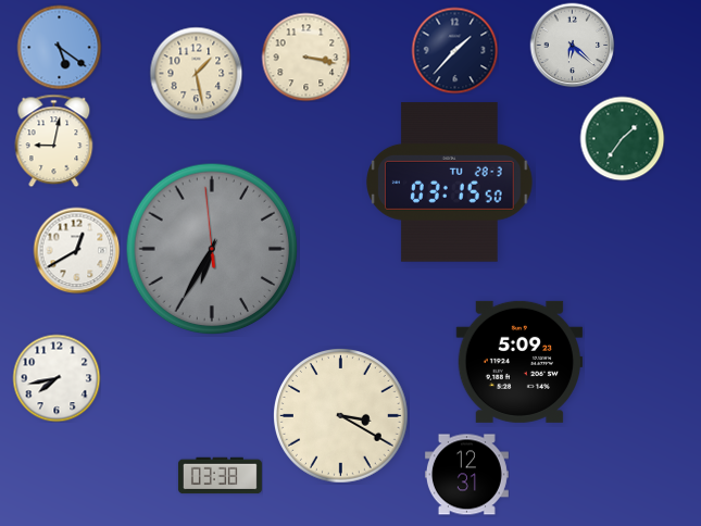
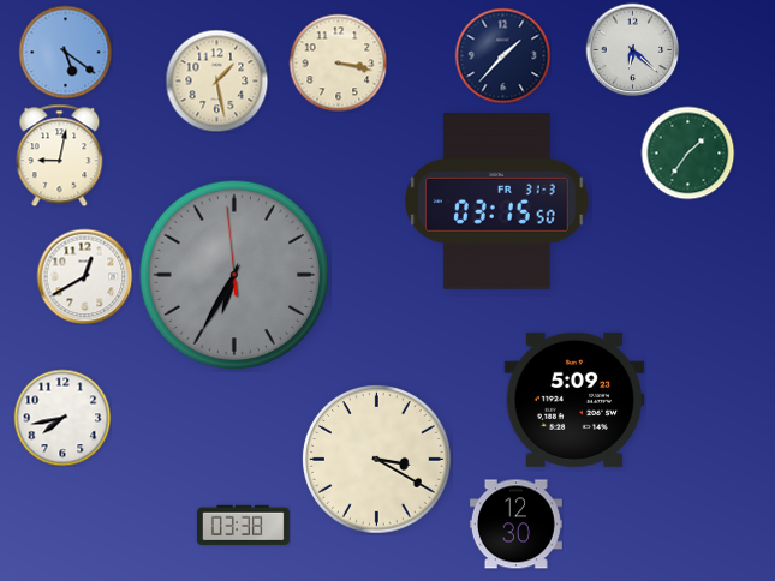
clock at (450, 183) date: TU 28-3 -> FR 31-3
clock at (466, 475): 12:31 -> 12:30
